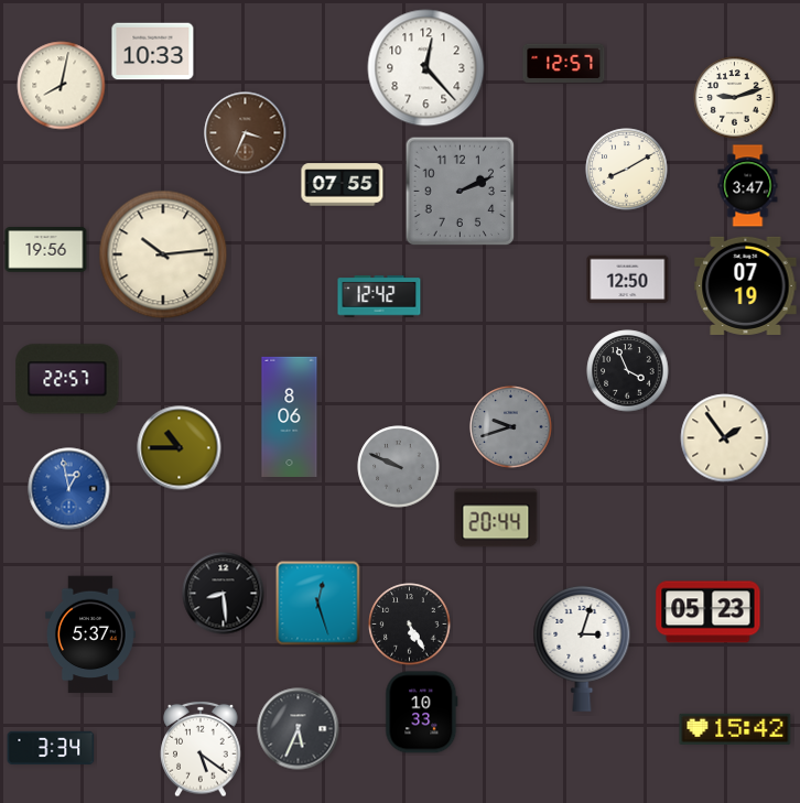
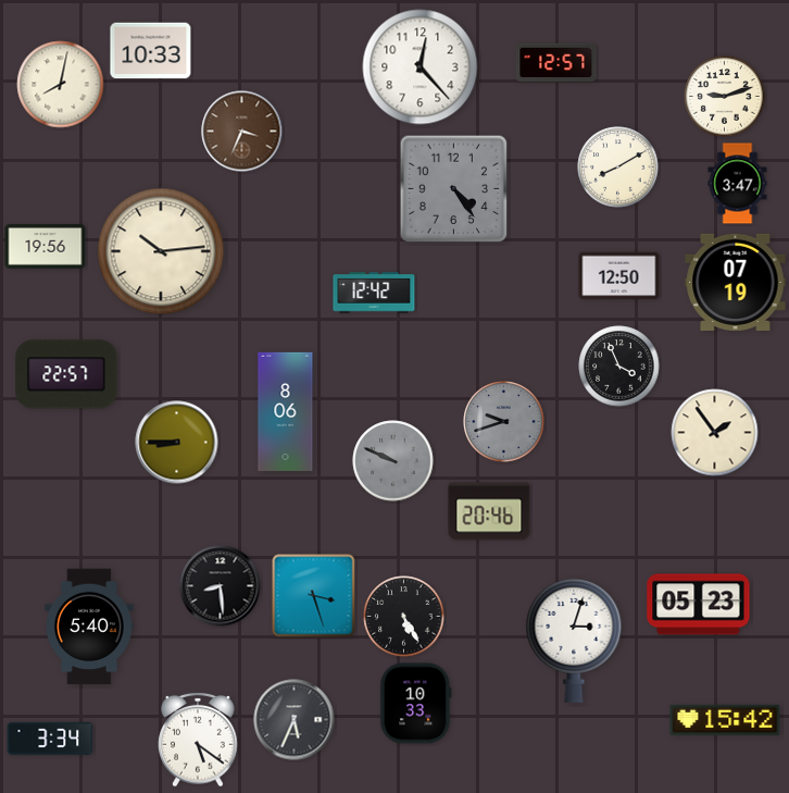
clock at (343, 185): 07:55 -> none
clock at (461, 192): 2:11 -> 4:24
clock at (180, 448): 10:45 -> 8:45
clock at (69, 489): 12:58 -> none
clock at (496, 518): 20:44 -> 20:46
clock at (318, 604): 12:27 -> 3:27
clock at (91, 634): 5:37 -> 5:40
